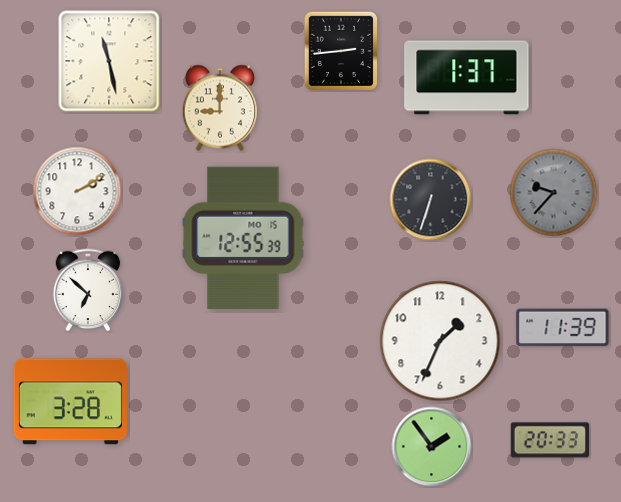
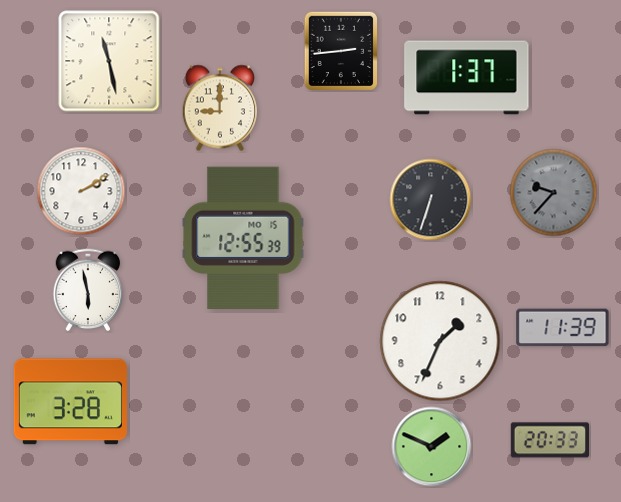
clock at (77, 191) position: (77, 191) -> (81, 191)
clock at (88, 290): 6:52 -> 5:58
clock at (432, 447): 1:54 -> 1:49
